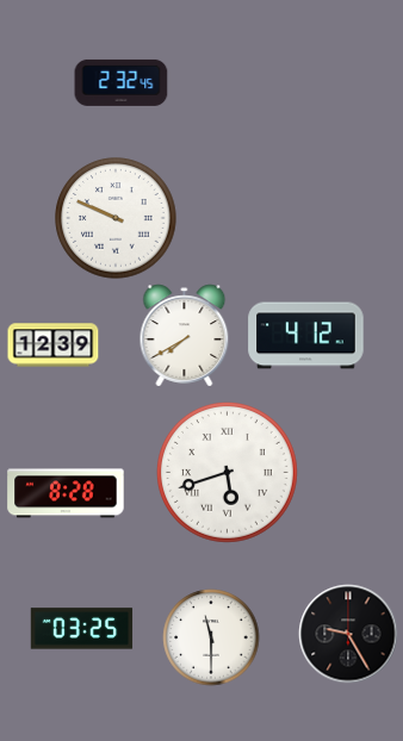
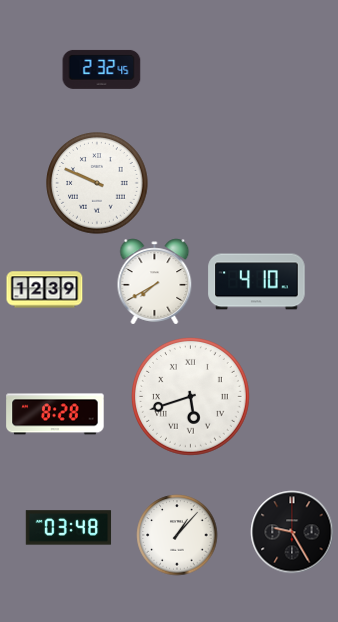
clock at (306, 336): 4:12 -> 4:10
clock at (82, 629): 03:25 -> 03:48
clock at (211, 637): 11:30 -> 1:07
